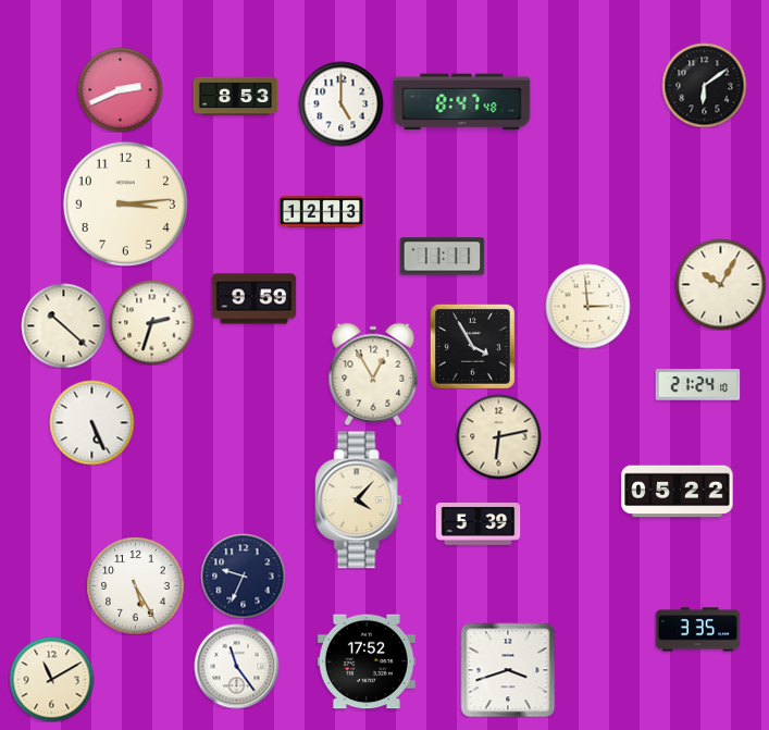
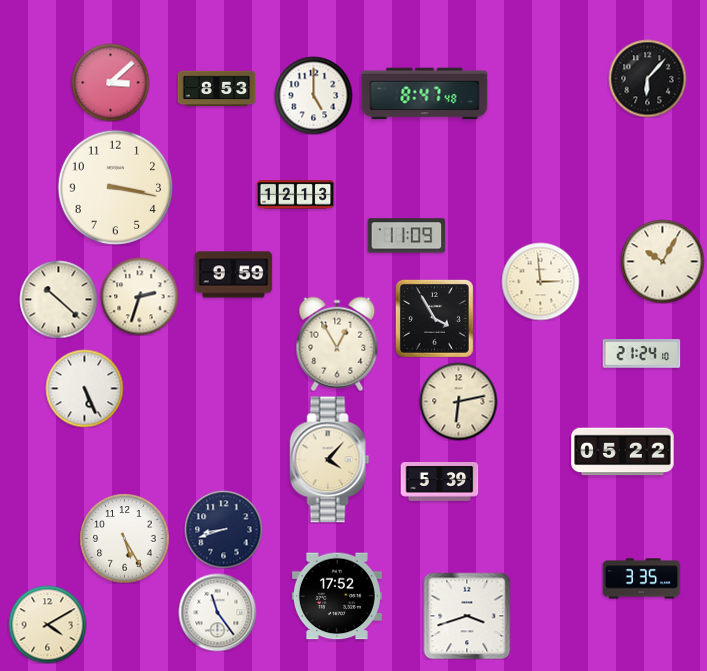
clock at (704, 85): 6:09 -> 6:07
clock at (120, 89): 2:41 -> 3:08
clock at (125, 203): 3:14 -> 3:17
clock at (442, 257): 11:11 -> 11:09
clock at (373, 374) position: (373, 374) -> (337, 344)
clock at (243, 576): 9:34 -> 8:42
clock at (367, 661) position: (367, 661) -> (337, 596)
clock at (51, 679): 11:10 -> 4:10
